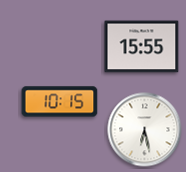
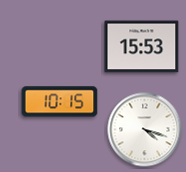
clock at (142, 47): 15:55 -> 15:53
clock at (145, 130): 6:28 -> 4:18
